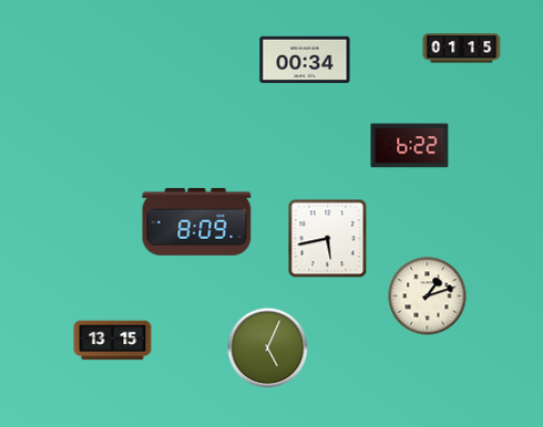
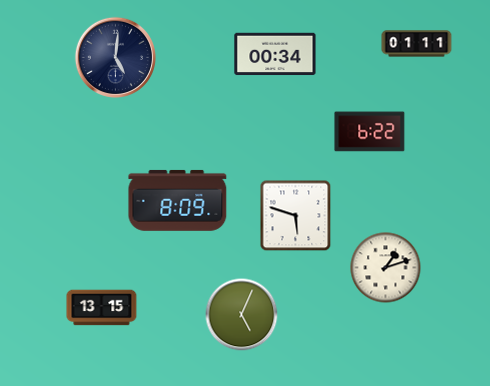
clock at (462, 49): 01:15 -> 01:11
clock at (115, 57): none -> 5:01
clock at (328, 239): 5:43 -> 5:48
